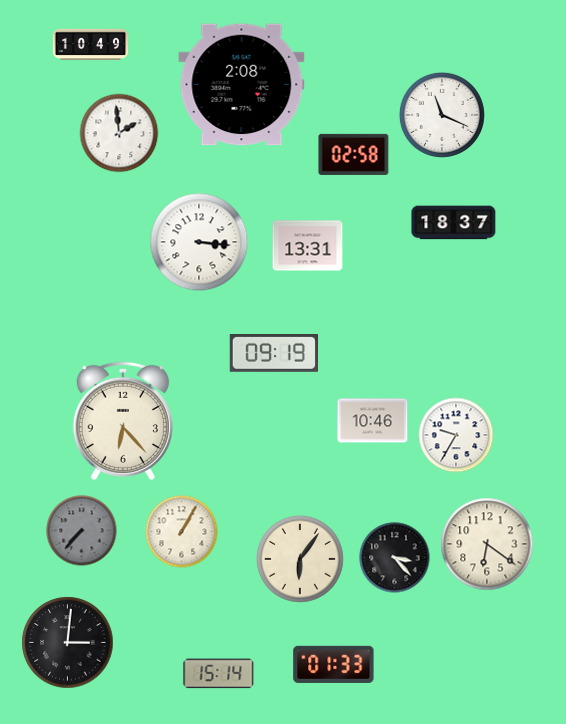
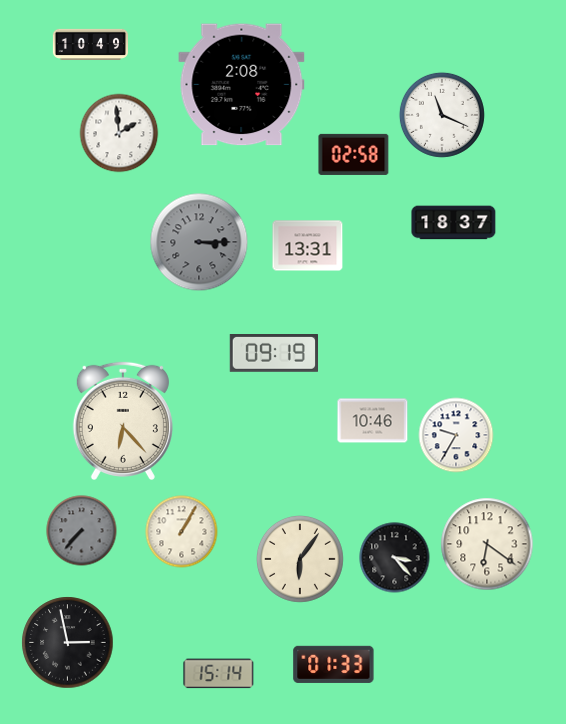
clock at (199, 242): 3:16 -> 3:15
clock at (199, 242) dial: white -> grey
clock at (68, 643): 3:01 -> 2:58
